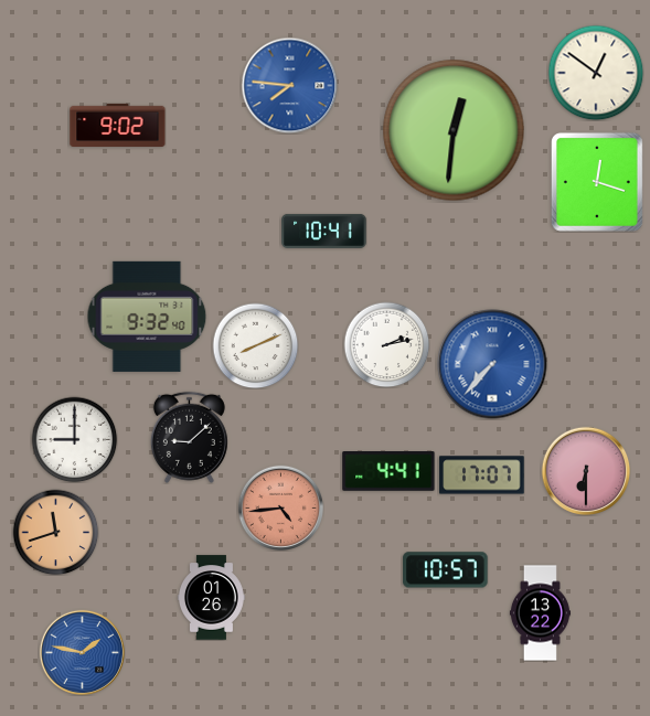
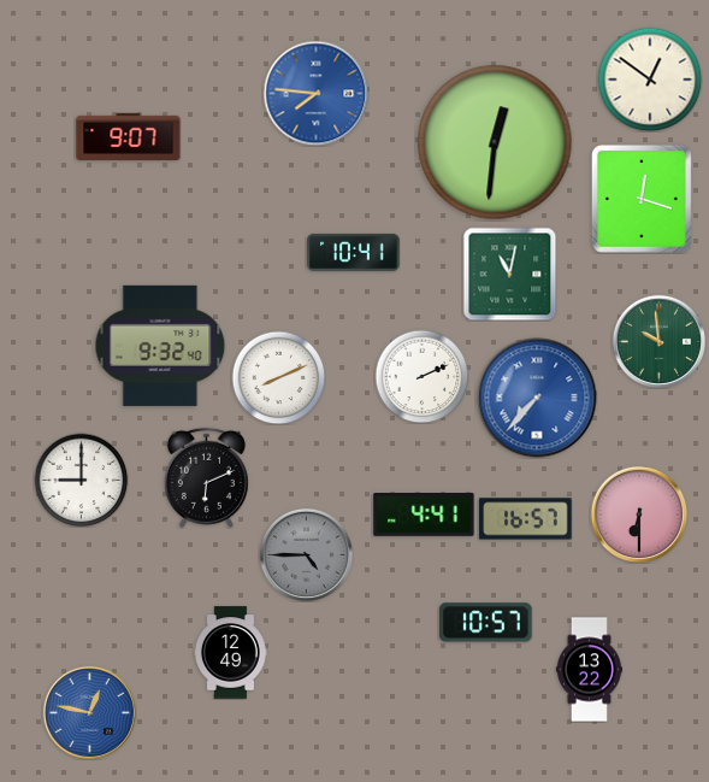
clock at (118, 125): 9:02 -> 9:07
clock at (597, 182) position: (597, 182) -> (642, 199)
clock at (509, 274): none -> 11:02
clock at (658, 341): none -> 9:59
clock at (386, 344): 2:13 -> 2:11
clock at (189, 437): 9:08 -> 6:11
clock at (482, 475): 17:07 -> 16:57
clock at (280, 507): 4:44 -> 4:45
clock at (280, 507) dial: salmon -> grey
clock at (55, 532): 11:42 -> none
clock at (211, 598): 01:26 -> 12:49
clock at (82, 652): 1:47 -> 12:47
